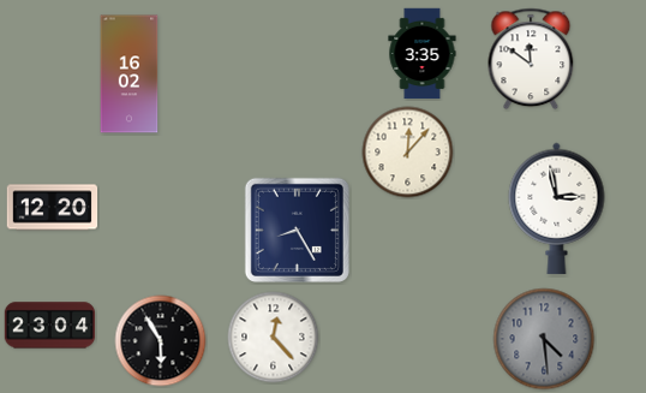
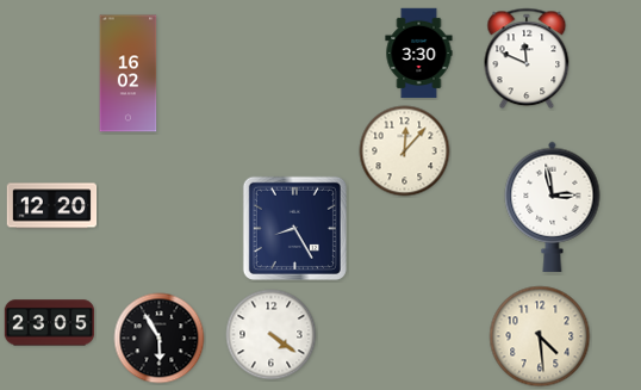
clock at (423, 54): 3:35 -> 3:30
clock at (531, 59): 11:51 -> 11:49
clock at (50, 326): 23:04 -> 23:05
clock at (274, 338): 12:23 -> 4:21
clock at (544, 339) dial: grey -> cream
